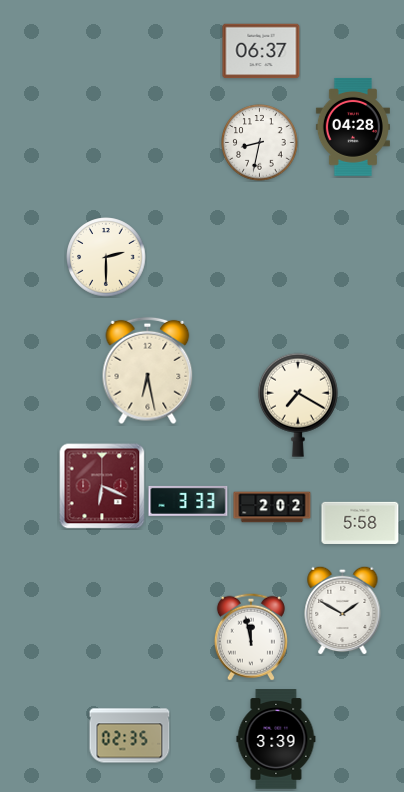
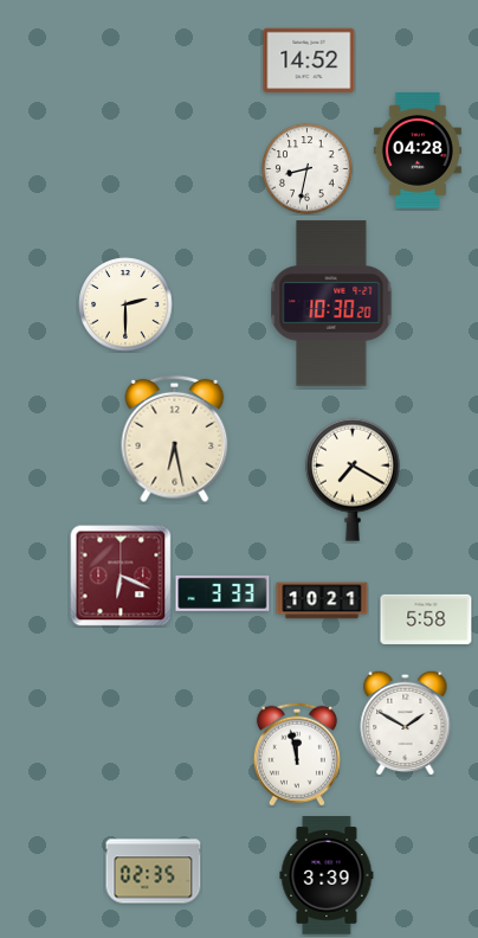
clock at (261, 51): 06:37 -> 14:52
clock at (331, 303): none -> 10:30
clock at (272, 507): 2:02 -> 10:21
